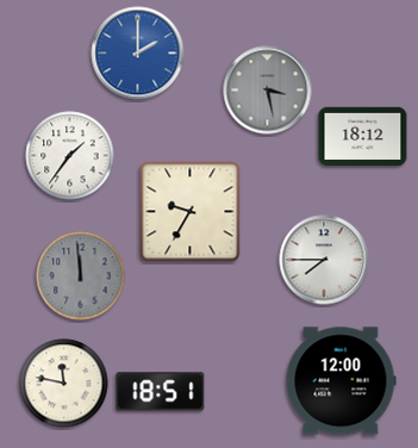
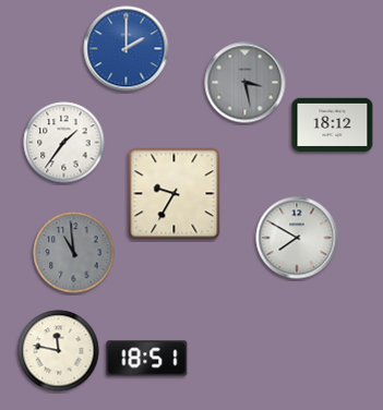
clock at (324, 260): 7:45 -> 7:50
clock at (81, 276): 11:59 -> 10:59
clock at (342, 381): 12:00 -> none
